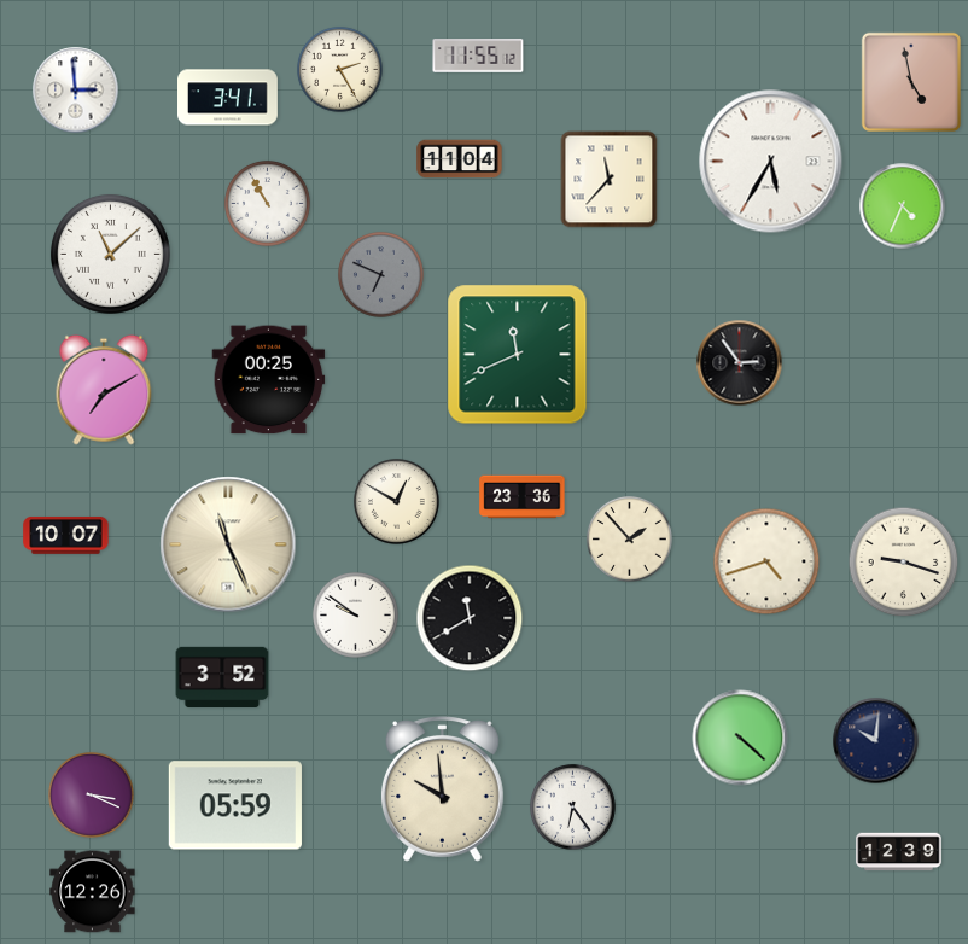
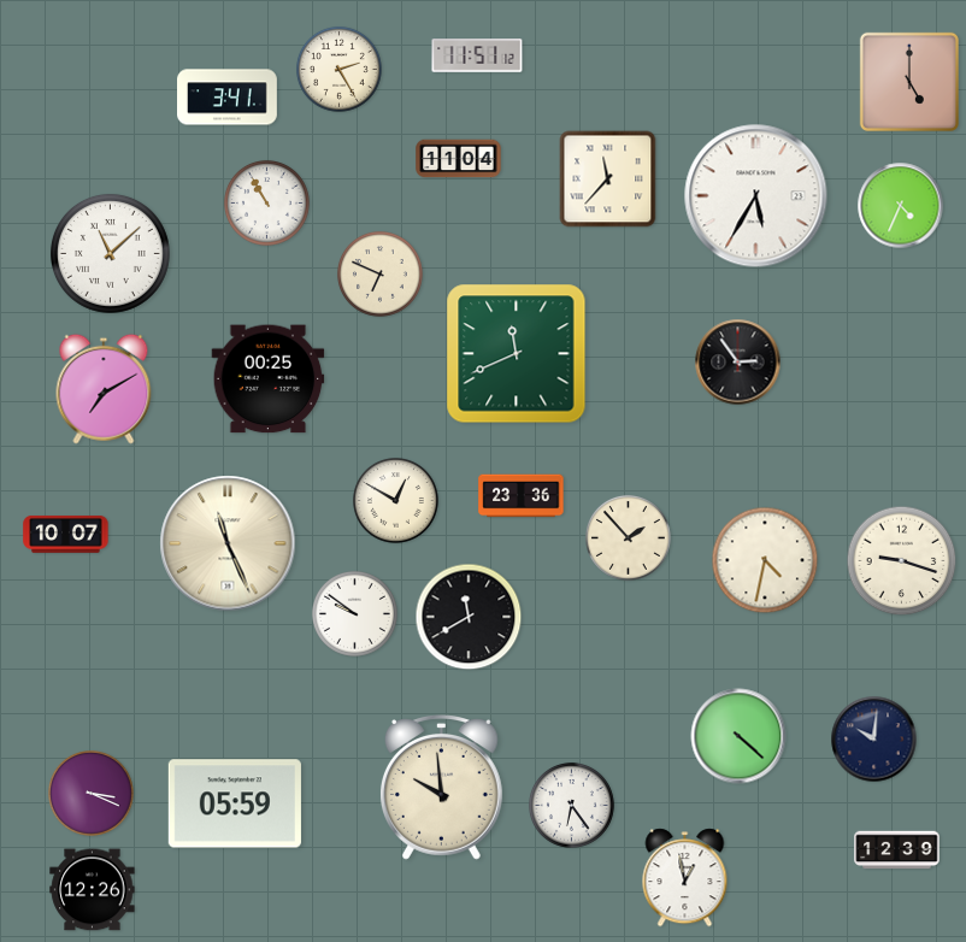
clock at (478, 56): 11:55 -> 11:51
clock at (911, 82): 4:58 -> 5:00
clock at (76, 91): 2:59 -> none
clock at (771, 162) position: (771, 162) -> (756, 196)
clock at (380, 274) dial: grey -> cream
clock at (766, 561): 4:42 -> 4:32
clock at (222, 677): 3:52 -> none
clock at (685, 878): none -> 12:58
